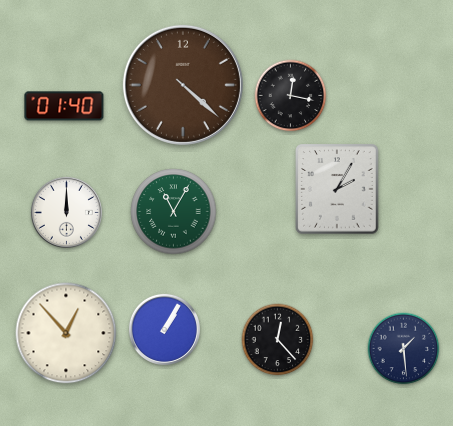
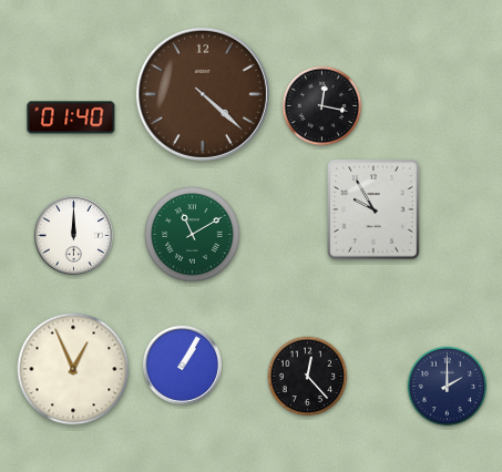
clock at (337, 189): 2:05 -> 9:55
clock at (174, 212): 11:05 -> 11:10
clock at (66, 333): 12:53 -> 12:56
clock at (404, 349): 1:29 -> 2:00
